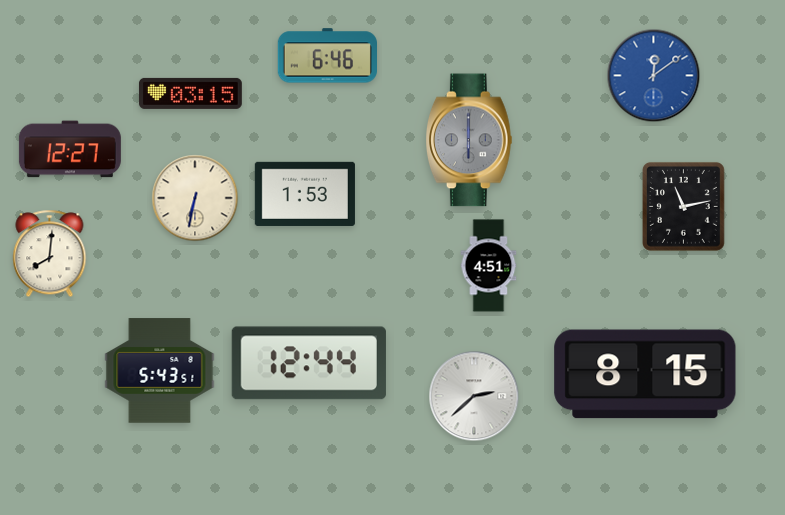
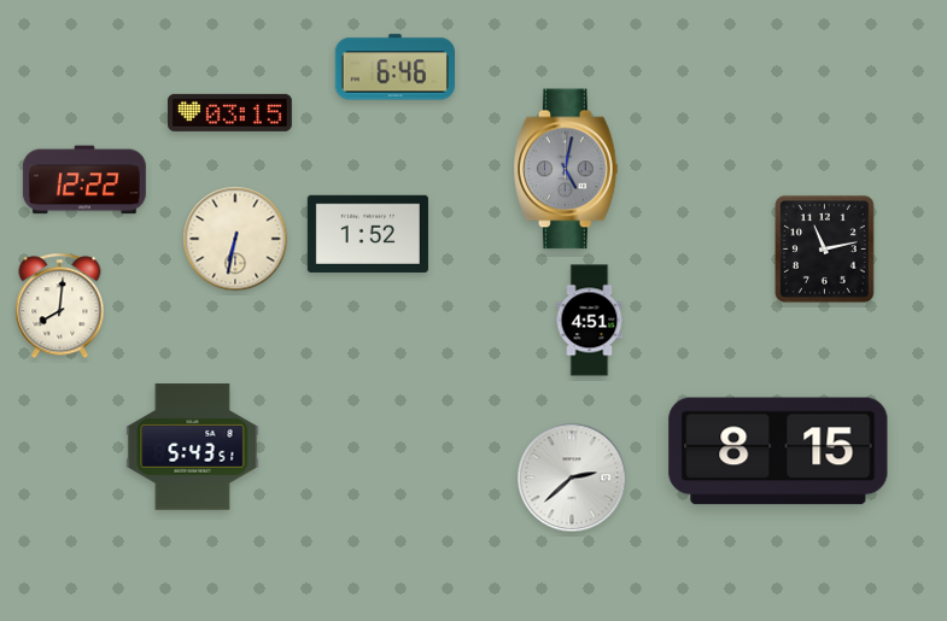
clock at (654, 76): 12:09 -> none
clock at (470, 140): 6:00 -> 5:02
clock at (70, 149): 12:27 -> 12:22
clock at (305, 194): 1:53 -> 1:52
clock at (309, 363): 12:44 -> none
